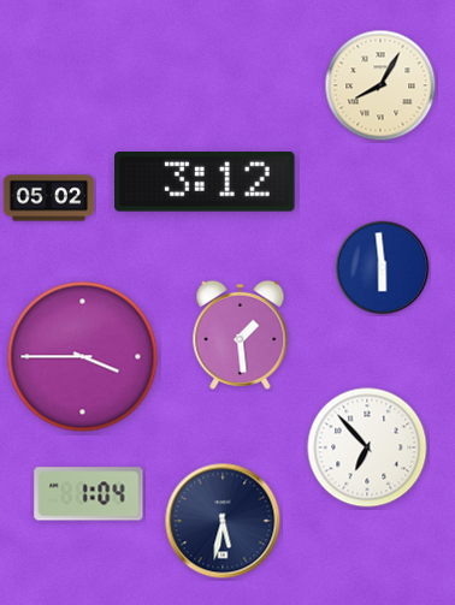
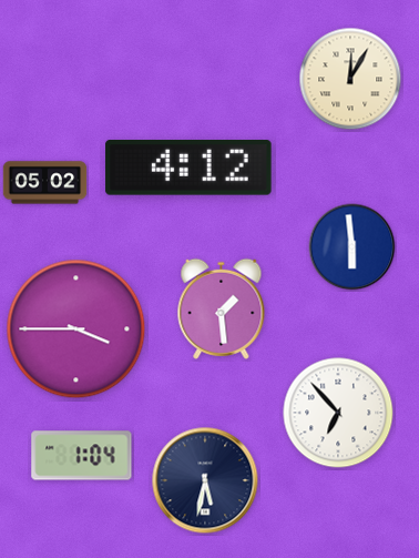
clock at (380, 85): 8:05 -> 12:05
clock at (205, 183): 3:12 -> 4:12
